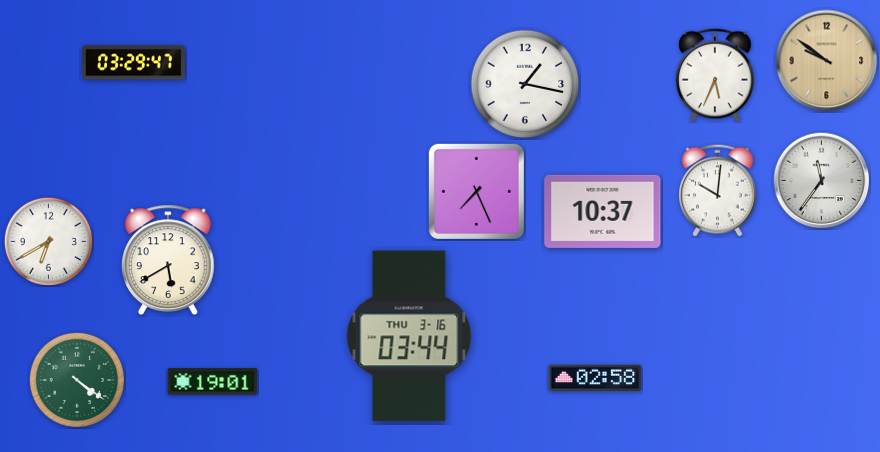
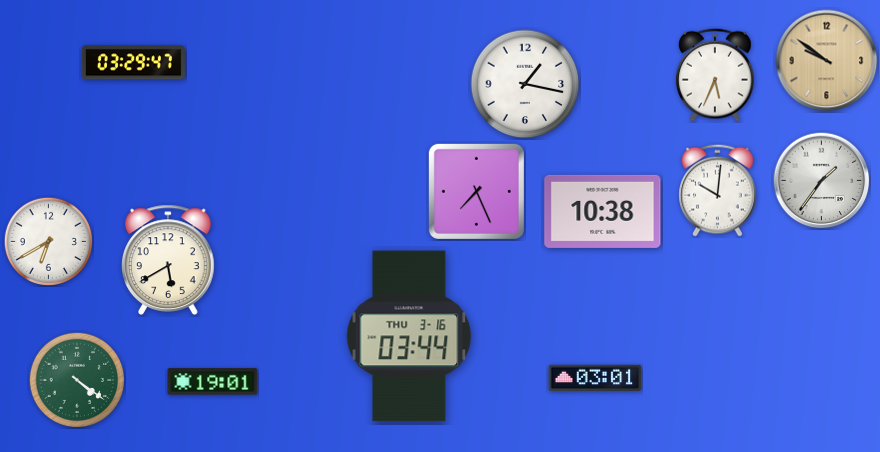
clock at (822, 181): 11:36 -> 1:36
clock at (603, 211): 10:37 -> 10:38
clock at (595, 377): 02:58 -> 03:01
